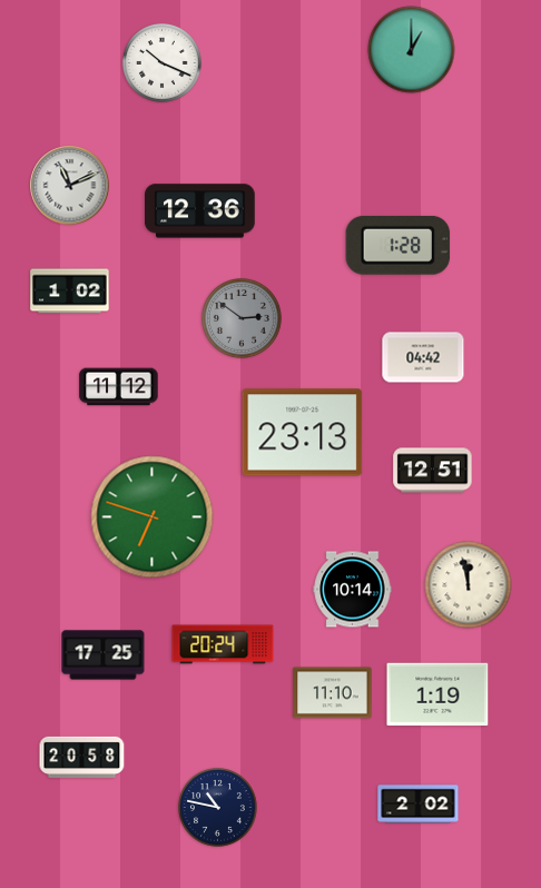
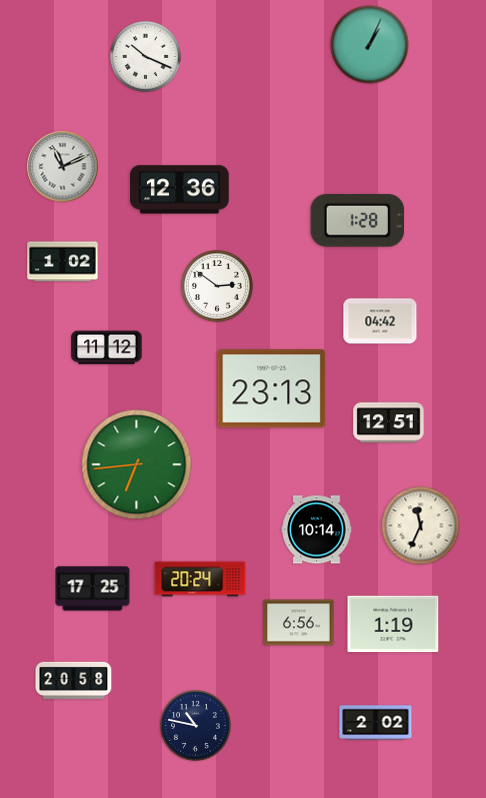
clock at (412, 50): 1:00 -> 1:04
clock at (243, 319) dial: grey -> white
clock at (153, 517): 6:48 -> 6:44
clock at (469, 585): 11:58 -> 11:34
clock at (333, 693): 11:10 -> 6:56
